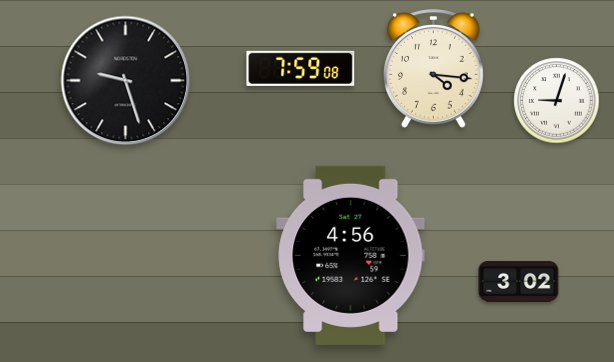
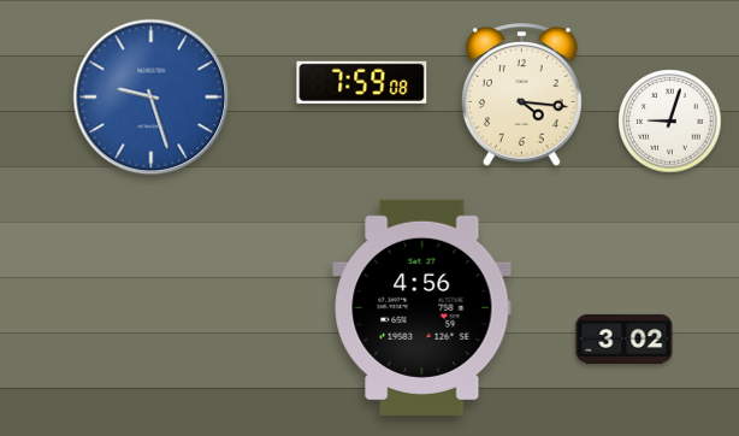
clock at (434, 69) position: (434, 69) -> (522, 95)
clock at (126, 81) dial: black -> blue
